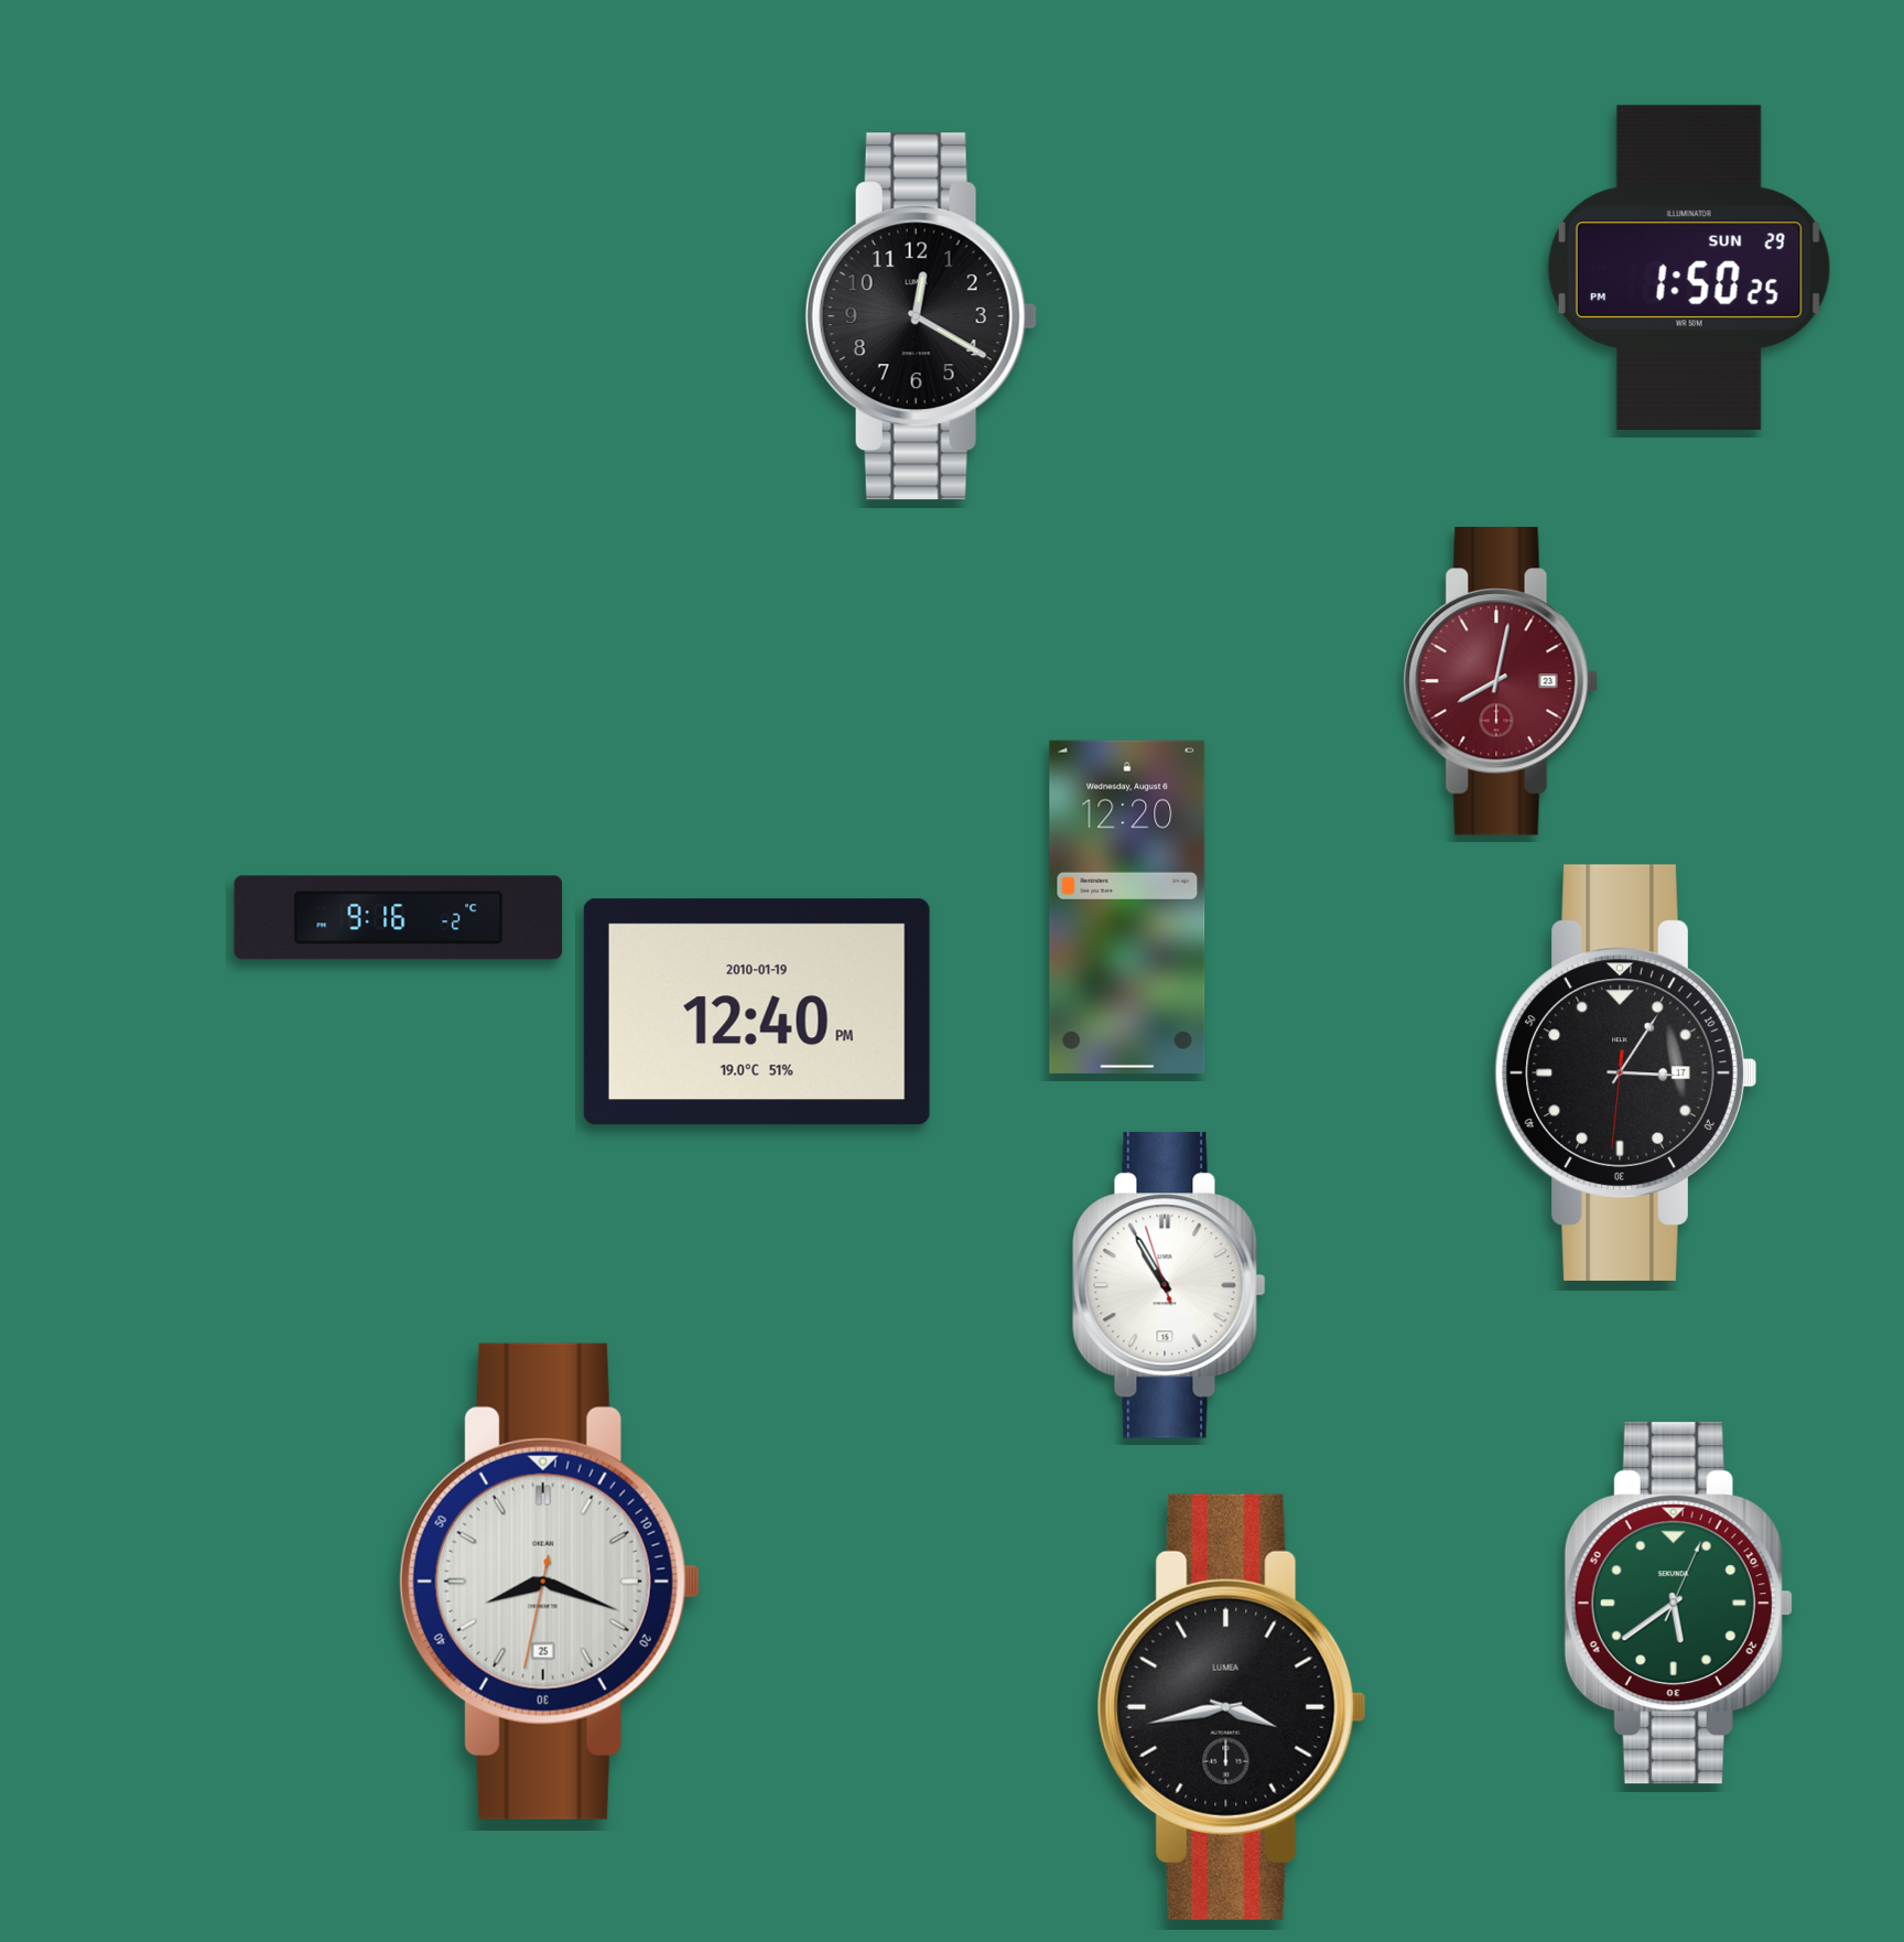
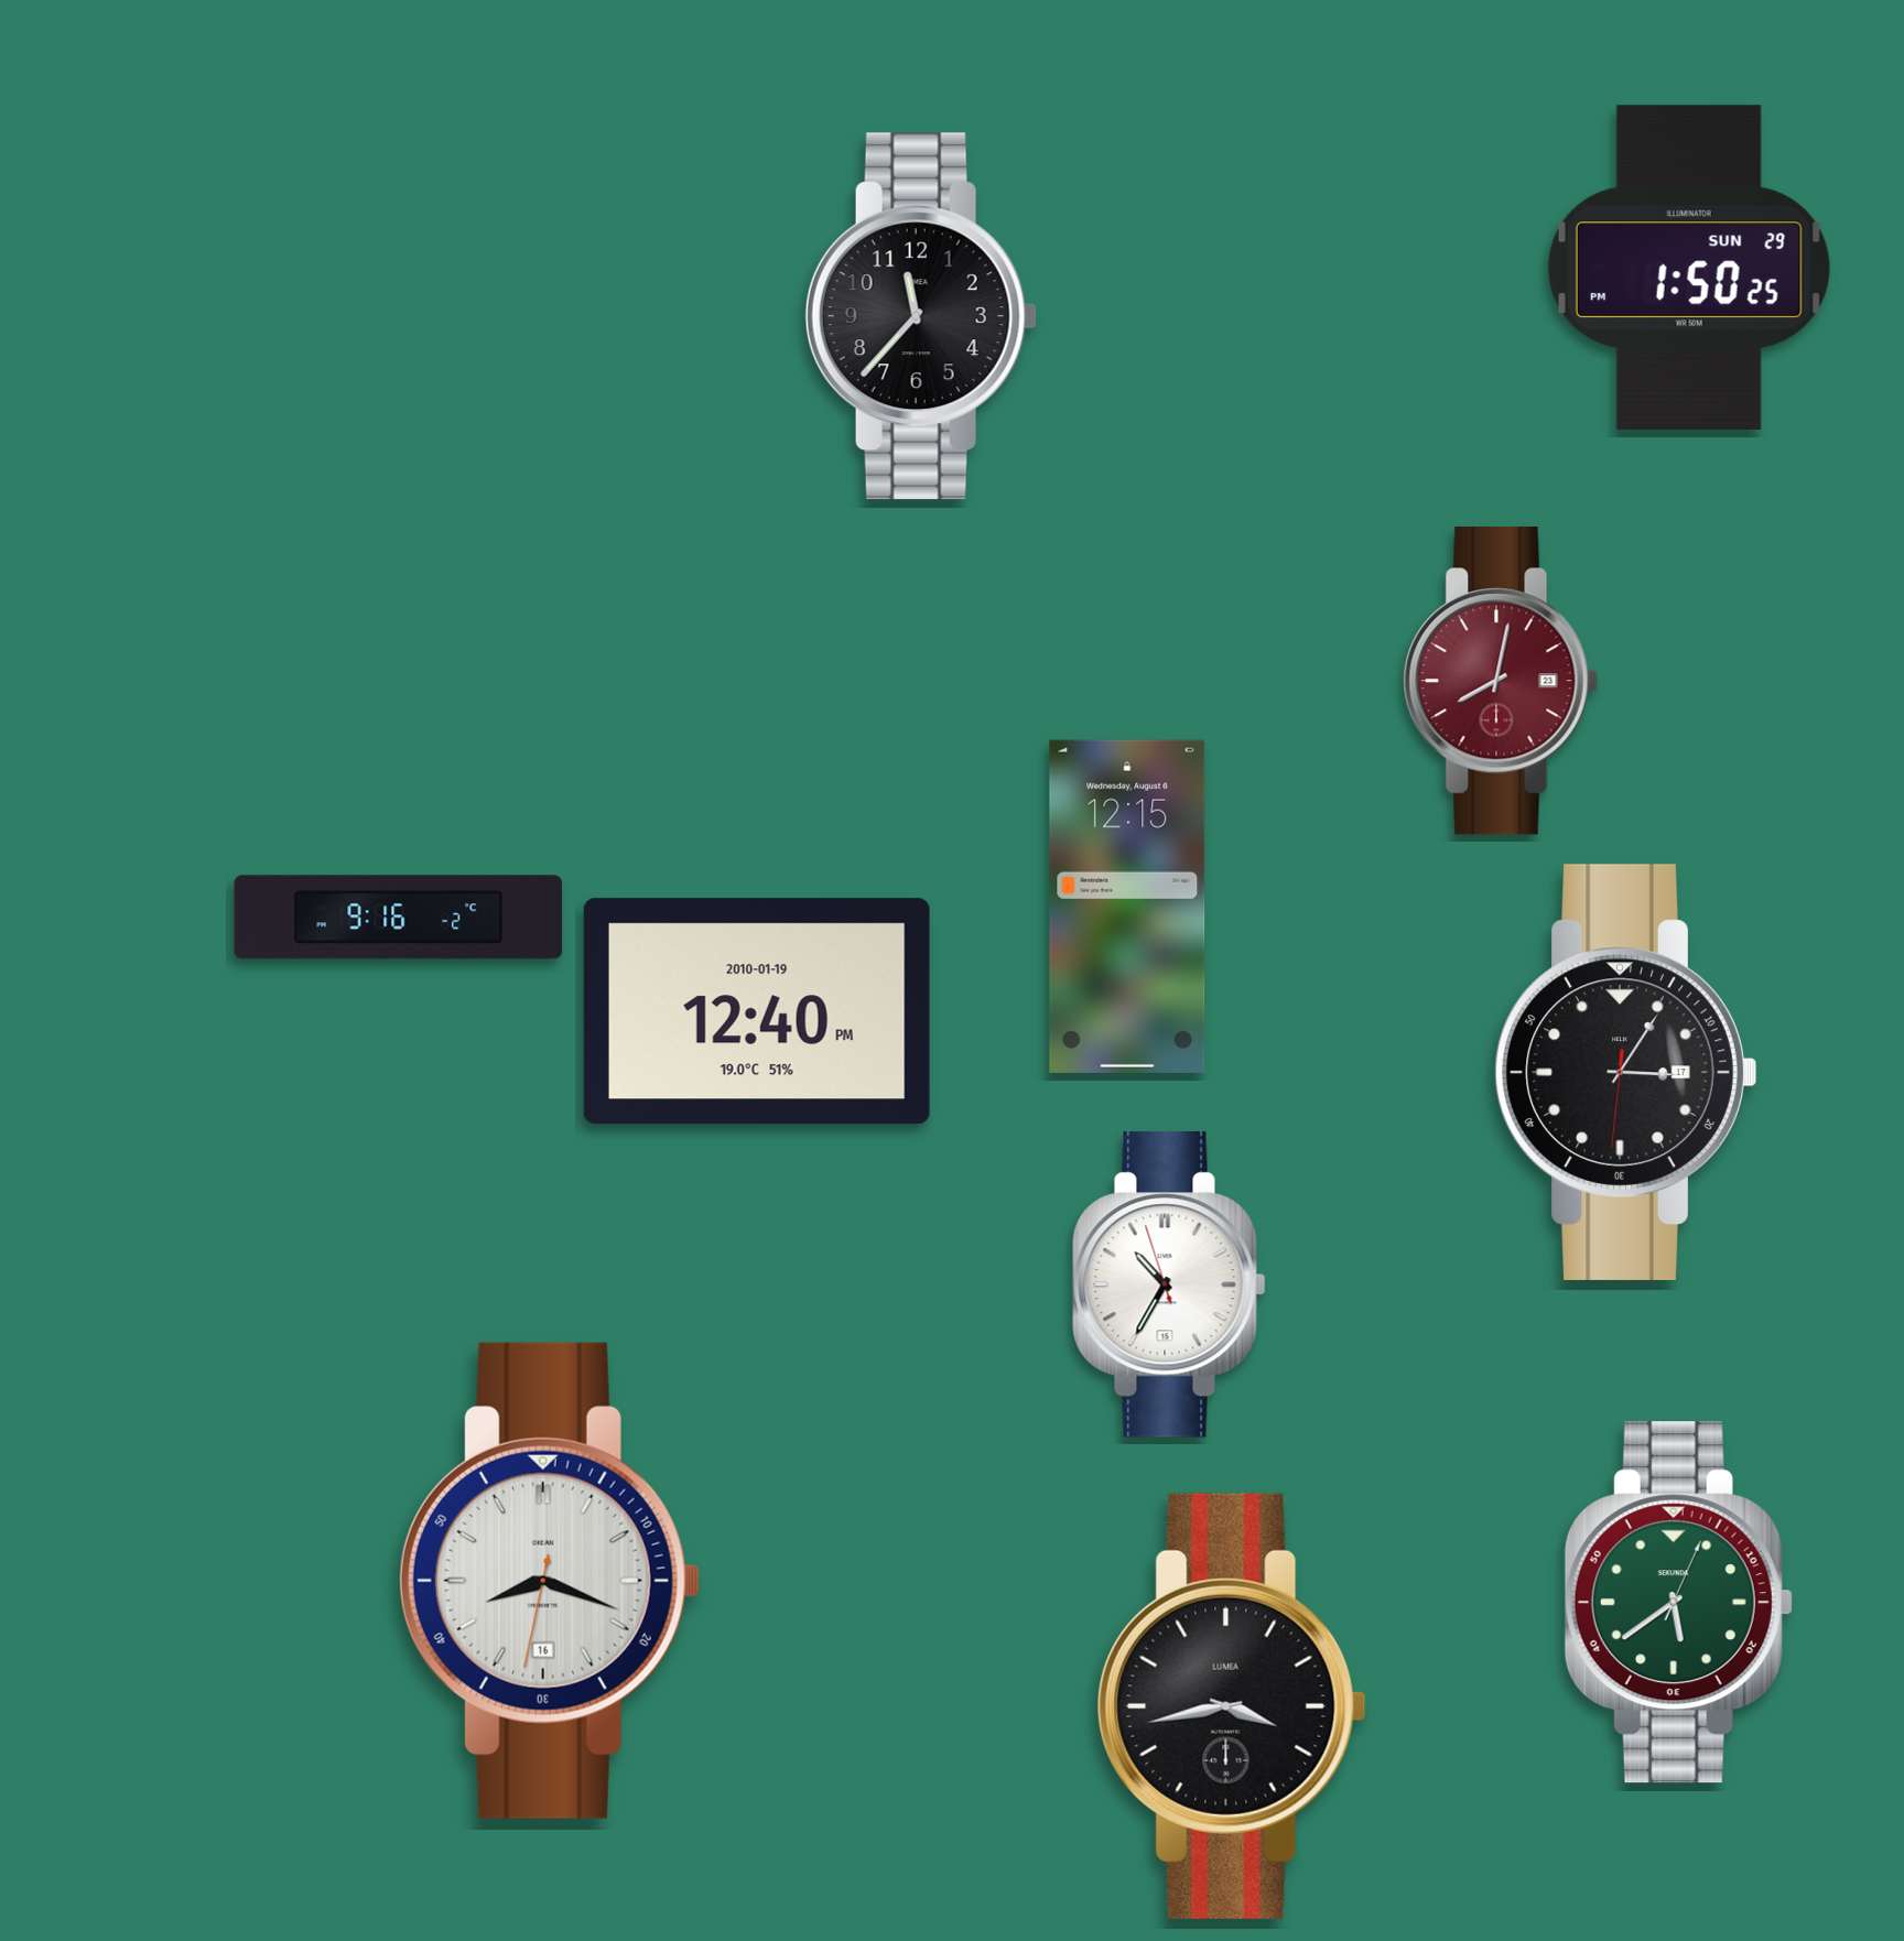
clock at (921, 316): 12:20 -> 11:37
clock at (1127, 907): 12:20 -> 12:15
clock at (1169, 1285): 10:54 -> 10:34
clock at (550, 1582) date: 25 -> 16
